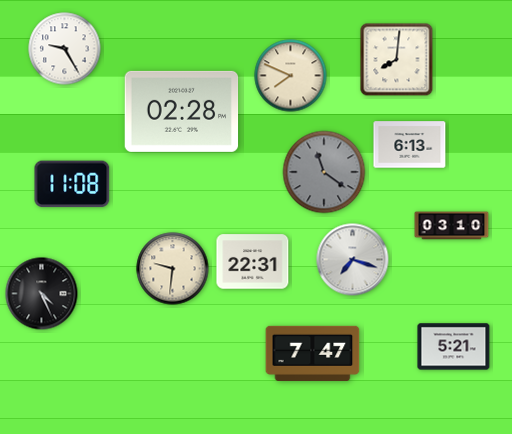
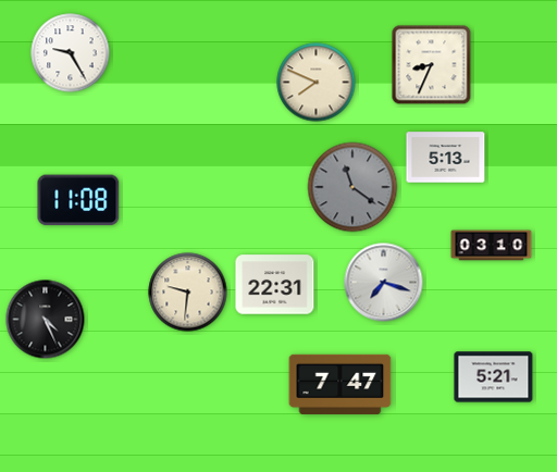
clock at (397, 60): 8:01 -> 8:34
clock at (182, 111): 02:28 -> none
clock at (410, 145): 6:13 -> 5:13
